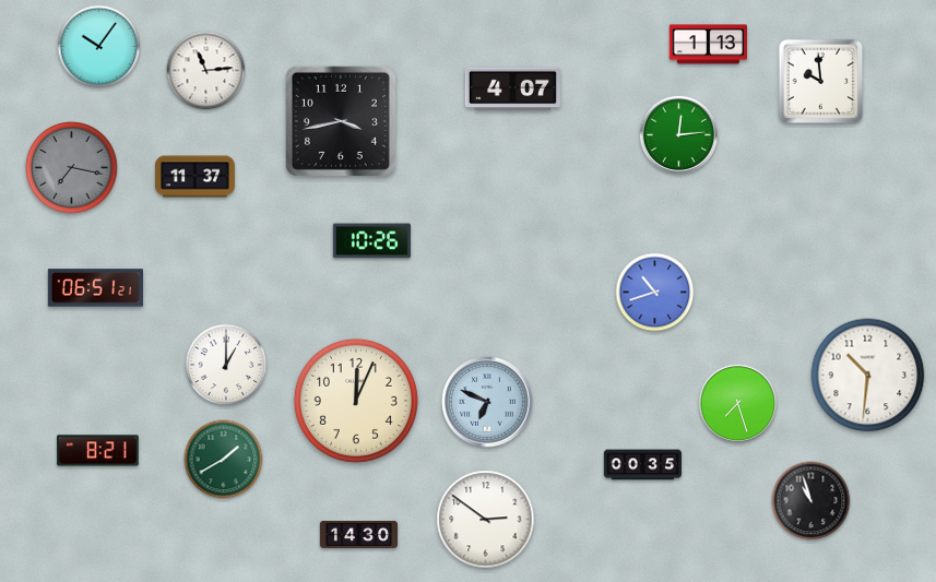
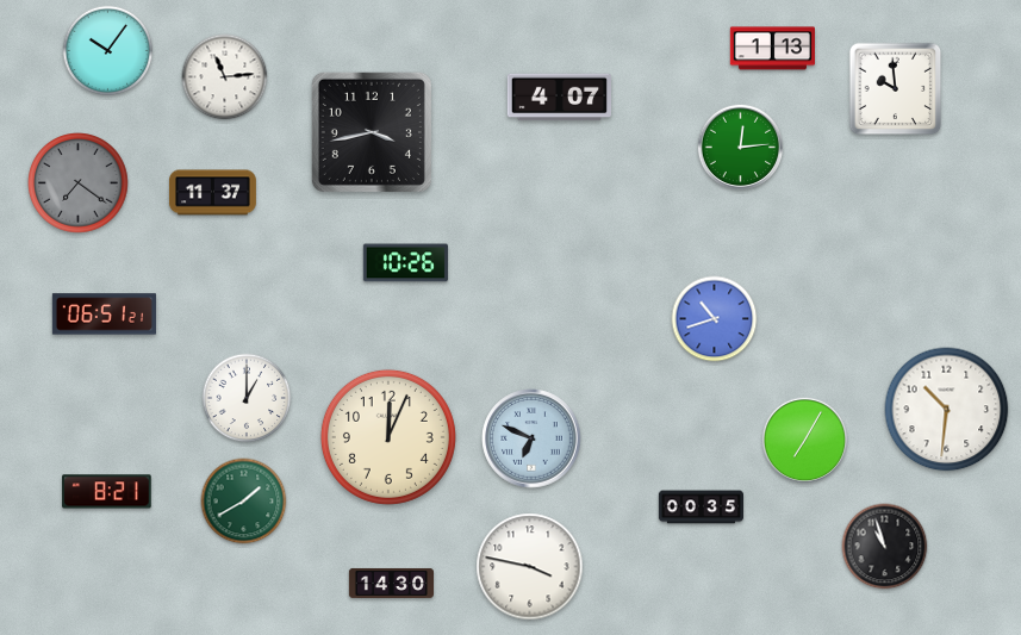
clock at (72, 168): 7:17 -> 7:21
clock at (737, 403): 7:27 -> 7:05
clock at (486, 520): 2:51 -> 3:47
